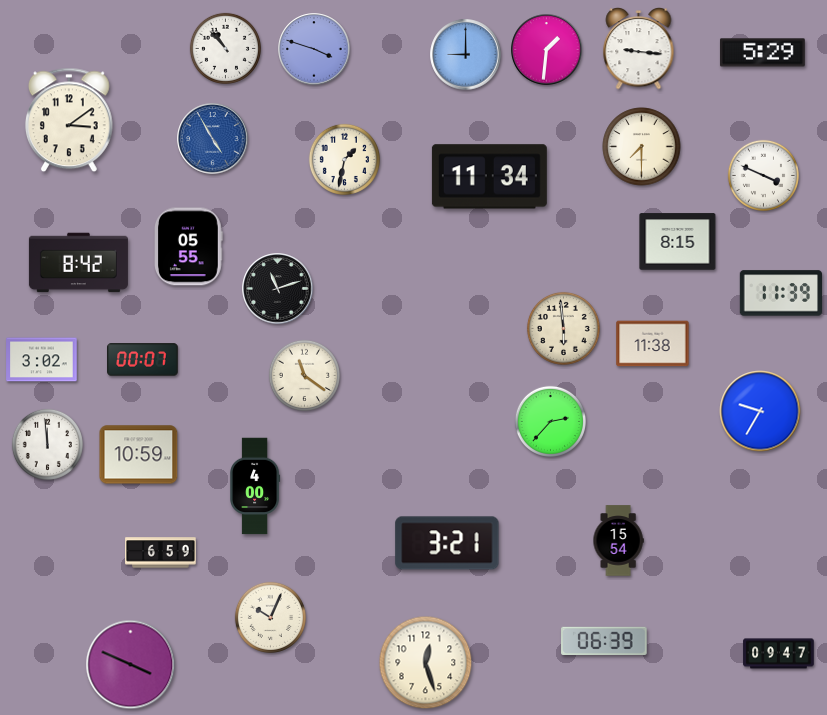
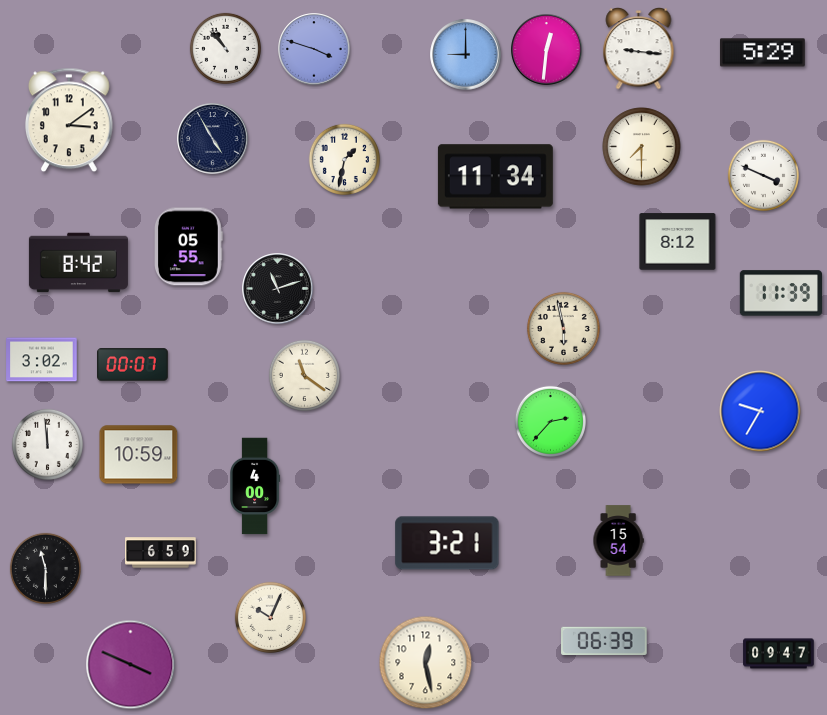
clock at (547, 50): 1:31 -> 12:31
clock at (213, 139) dial: blue -> navy
clock at (489, 177) position: (489, 177) -> (495, 177)
clock at (678, 242): 8:15 -> 8:12
clock at (563, 328): 5:59 -> 5:58
clock at (653, 344): 11:38 -> none
clock at (143, 360) position: (143, 360) -> (133, 365)
clock at (45, 568): none -> 11:30
clock at (426, 663): 12:27 -> 12:28
